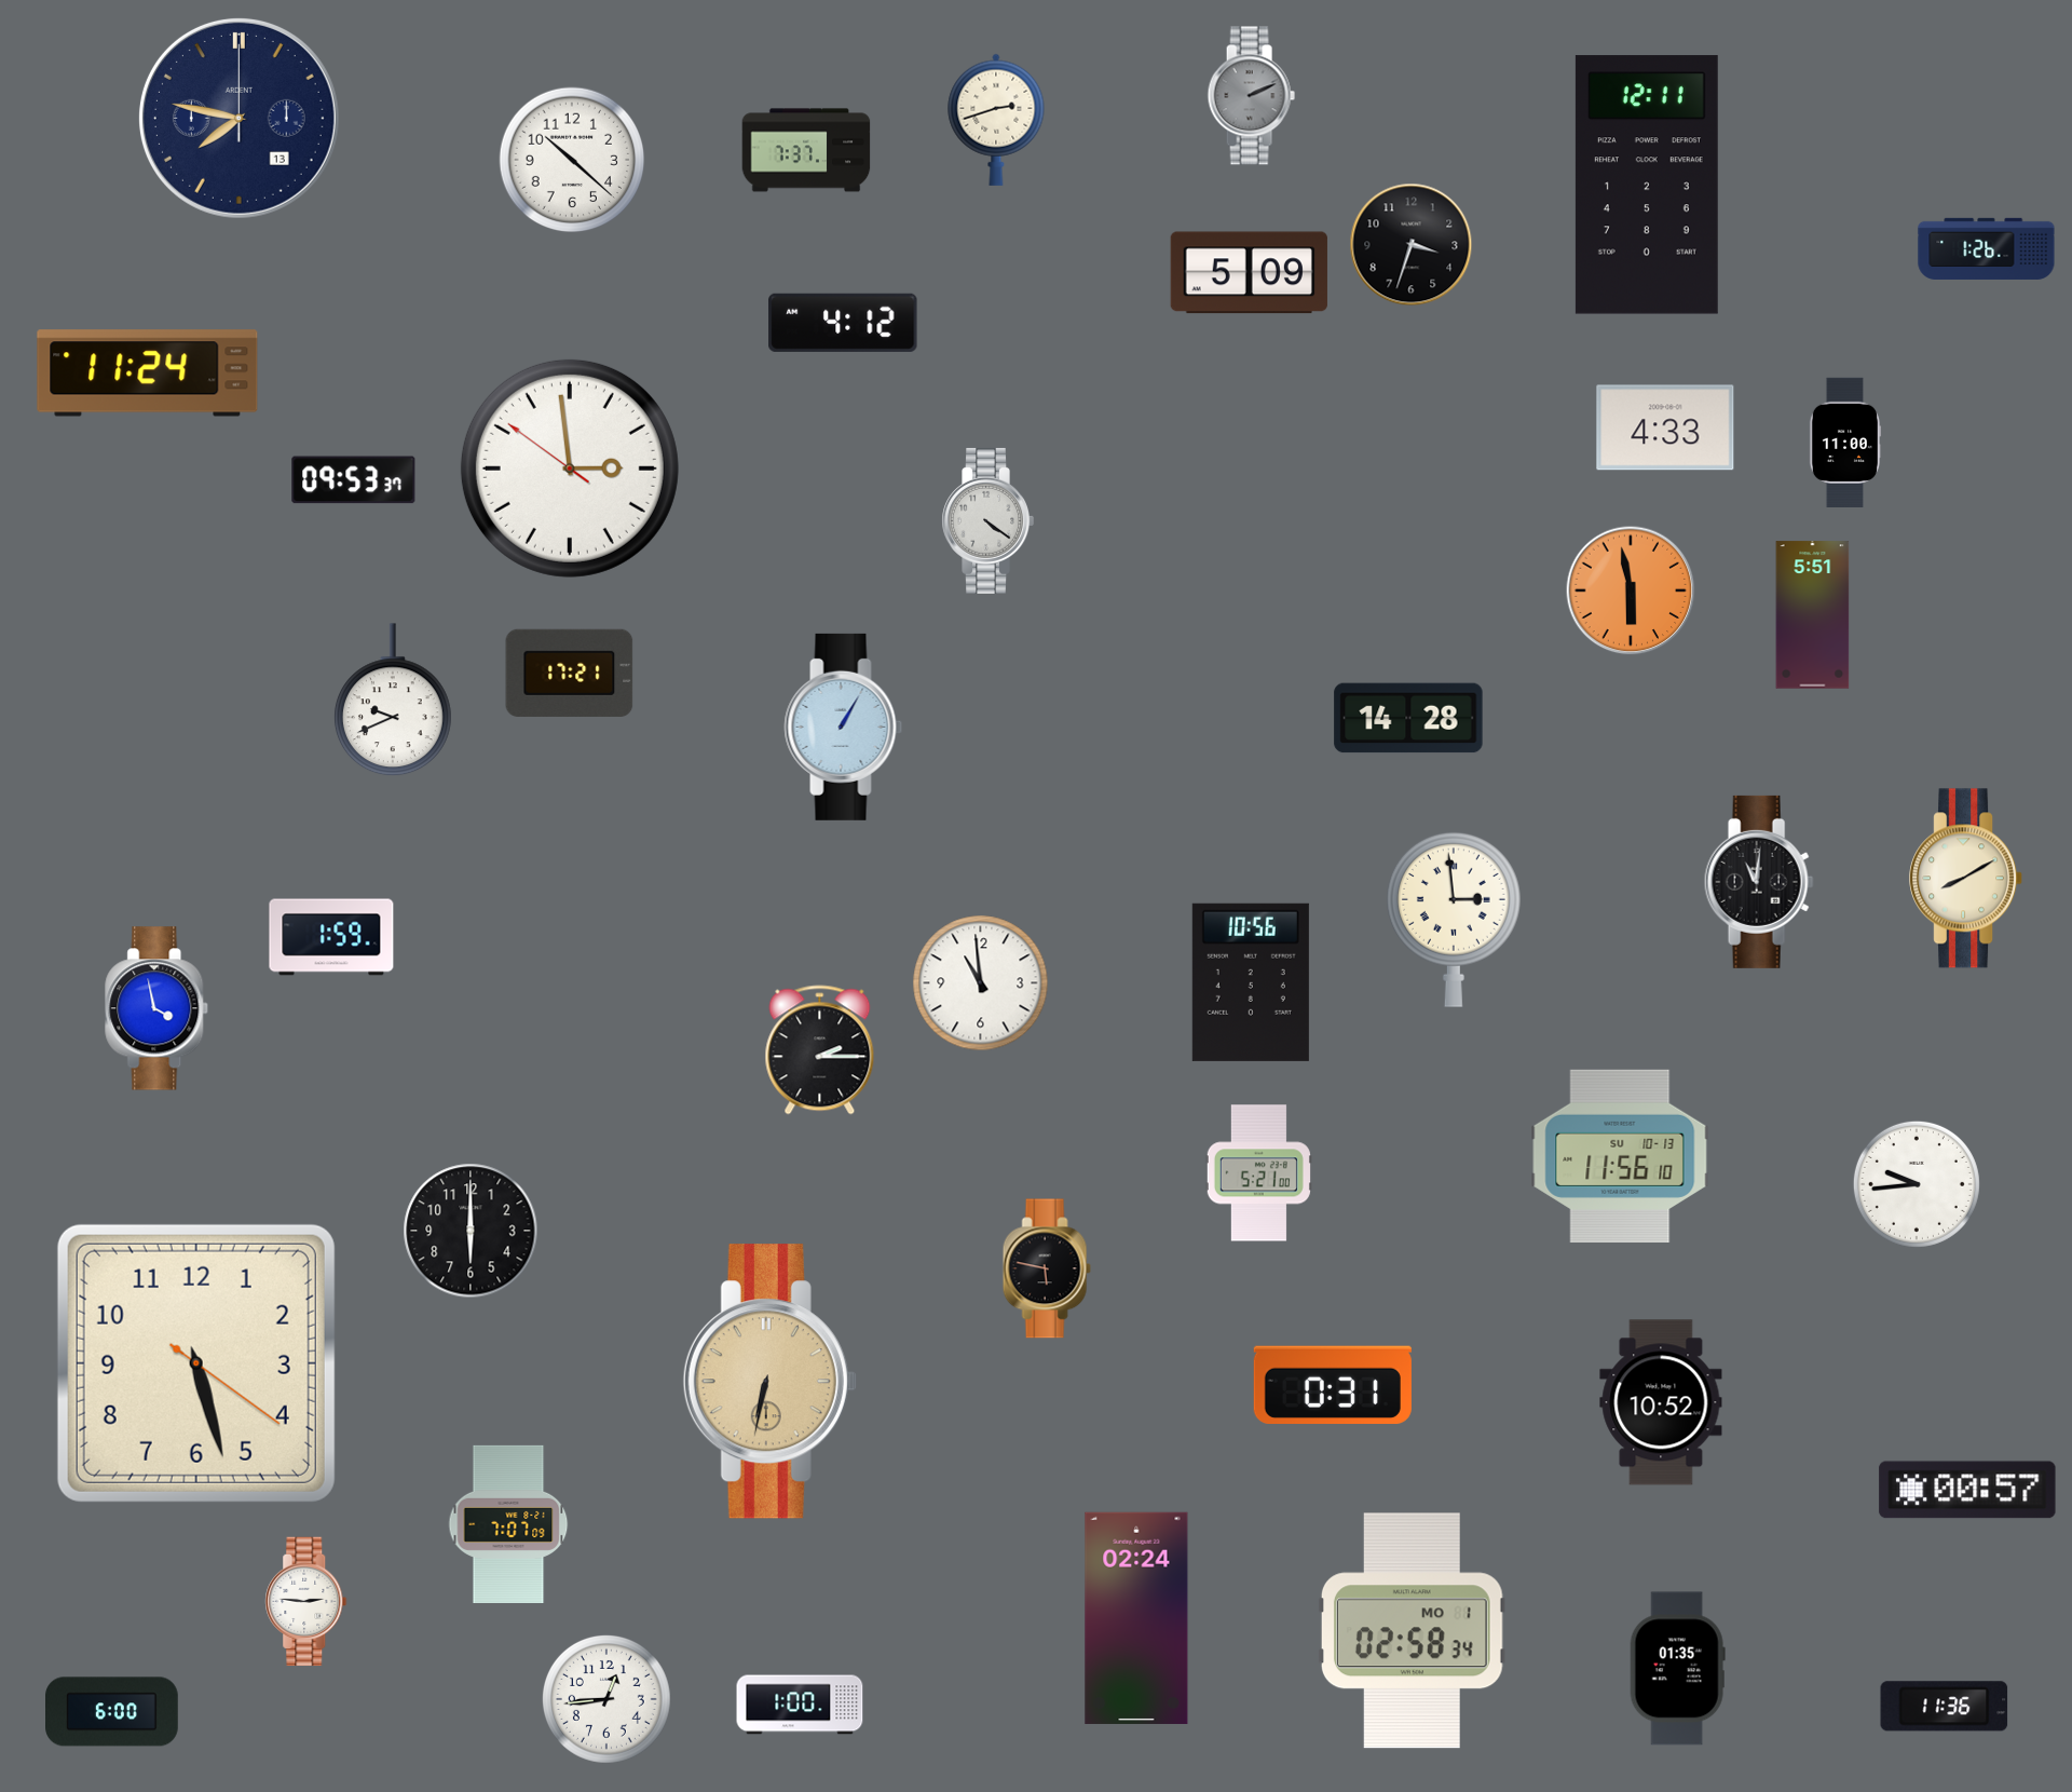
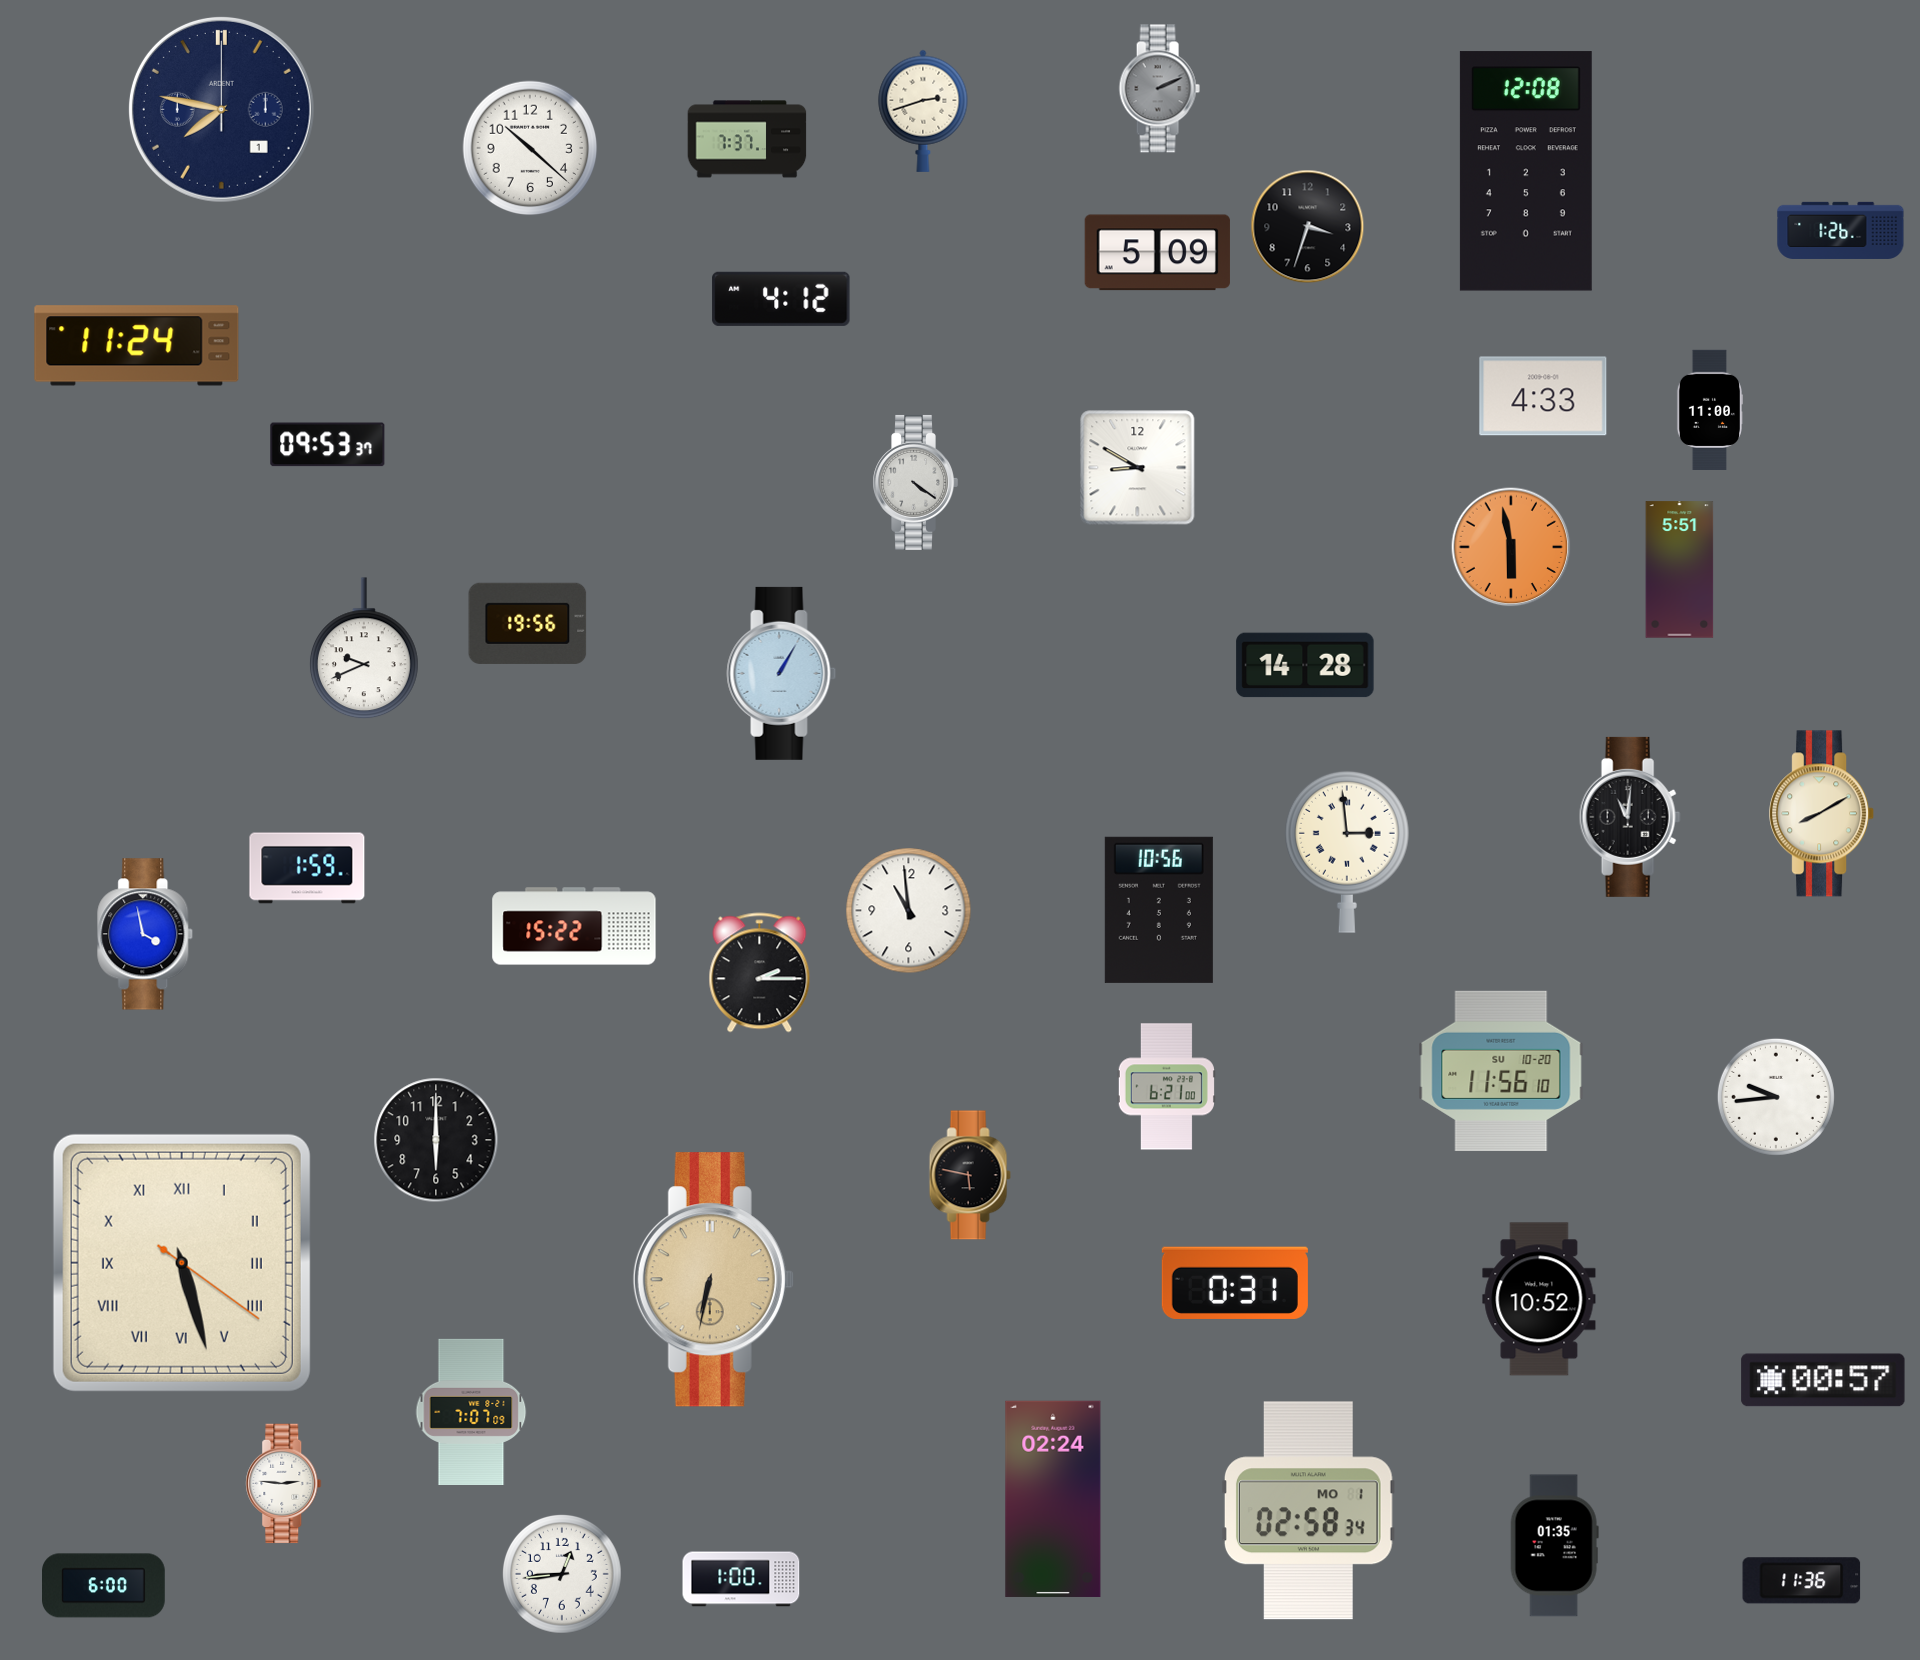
clock at (238, 118) date: 13 -> 1
clock at (1647, 185): 12:11 -> 12:08
clock at (570, 469): 2:58 -> none
clock at (1138, 468): none -> 8:50
clock at (570, 673): 17:21 -> 19:56
clock at (574, 926): none -> 15:22
clock at (1620, 1156) date: SU 10-13 -> SU 10-20
clock at (1258, 1173): 5:21 -> 6:21
clock at (196, 1363) numerals: Arabic -> Roman
